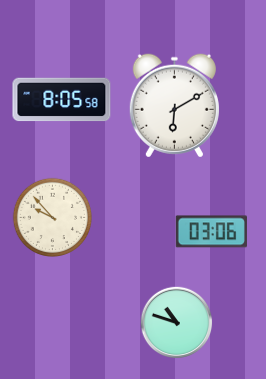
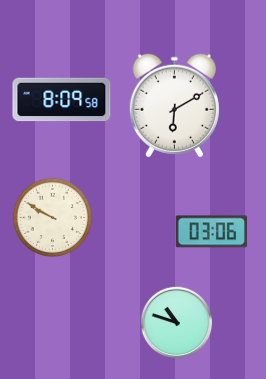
clock at (62, 100): 8:05 -> 8:09
clock at (52, 217): 9:53 -> 9:50
